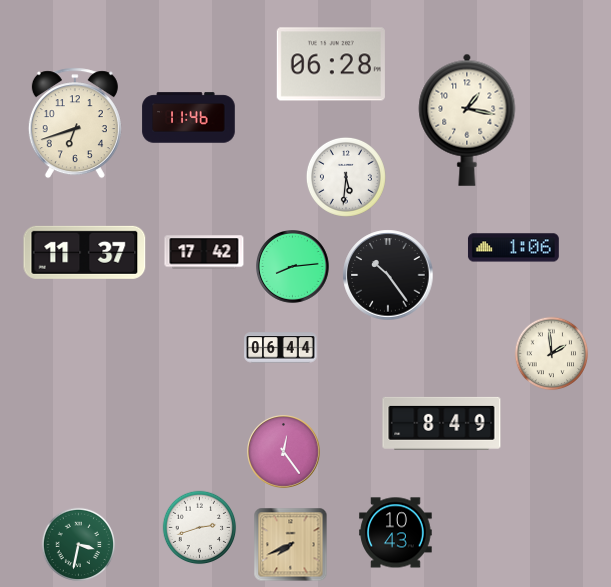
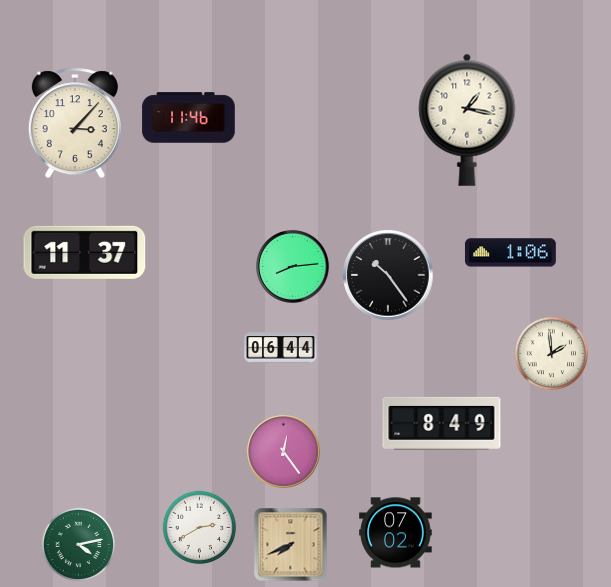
clock at (331, 64): 06:28 -> none
clock at (75, 123): 6:42 -> 3:07
clock at (346, 177): 5:31 -> none
clock at (513, 248) position: (513, 248) -> (510, 253)
clock at (204, 252): 17:42 -> none
clock at (200, 528): 2:42 -> 2:40
clock at (396, 533): 10:43 -> 07:02
clock at (79, 545): 3:32 -> 4:13
